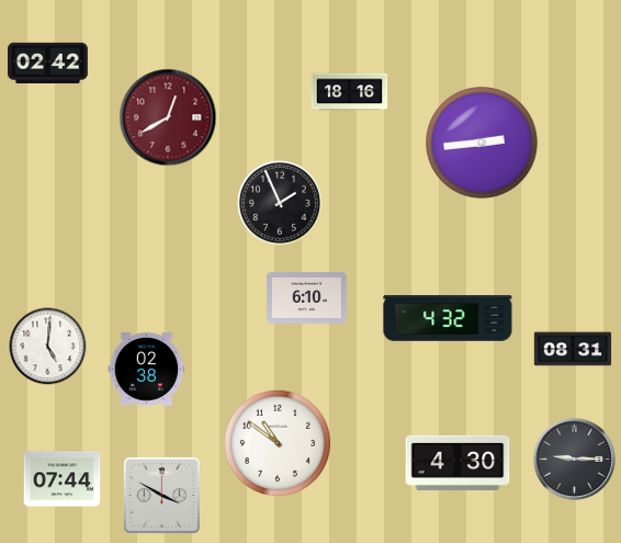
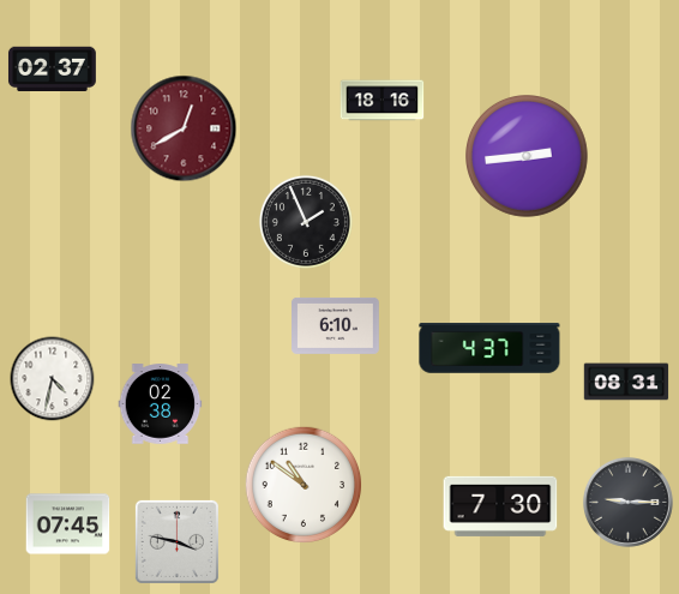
clock at (47, 63): 02:42 -> 02:37
clock at (448, 318): 4:32 -> 4:37
clock at (48, 347): 5:01 -> 4:32
clock at (458, 463): 4:30 -> 7:30
clock at (63, 479): 07:44 -> 07:45
clock at (161, 495): 3:50 -> 3:47
